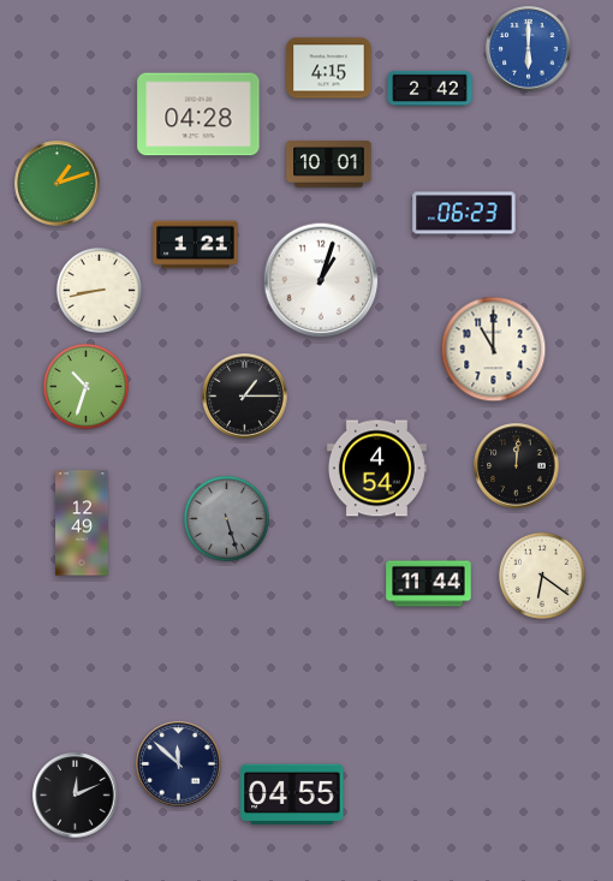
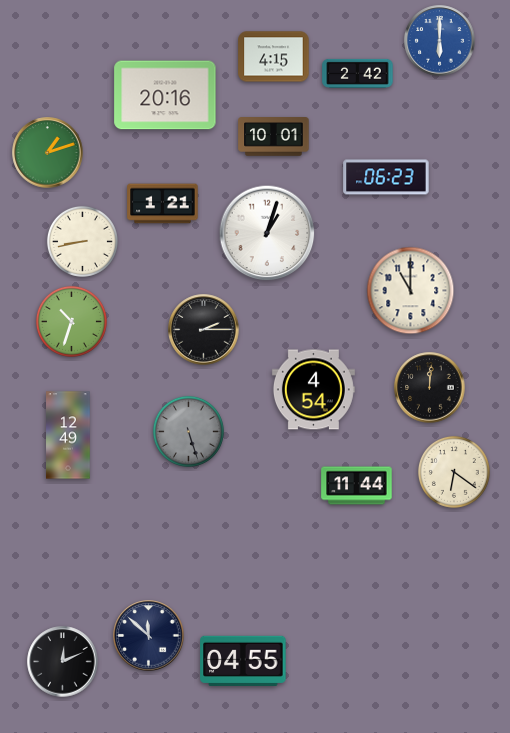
clock at (198, 114): 04:28 -> 20:16
clock at (245, 397): 1:15 -> 2:15
clock at (542, 576) position: (542, 576) -> (454, 472)
